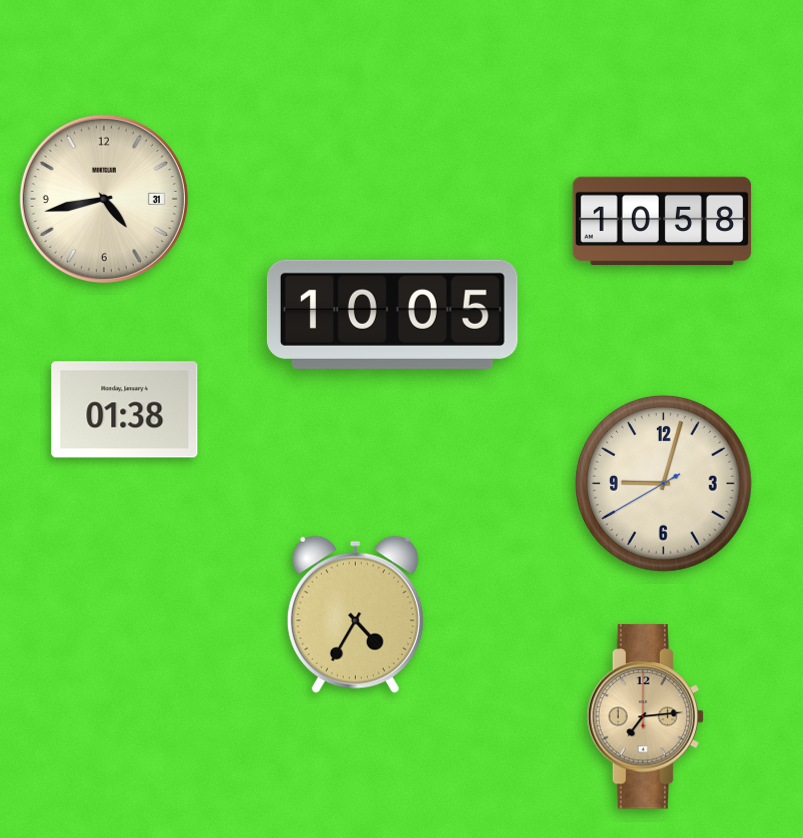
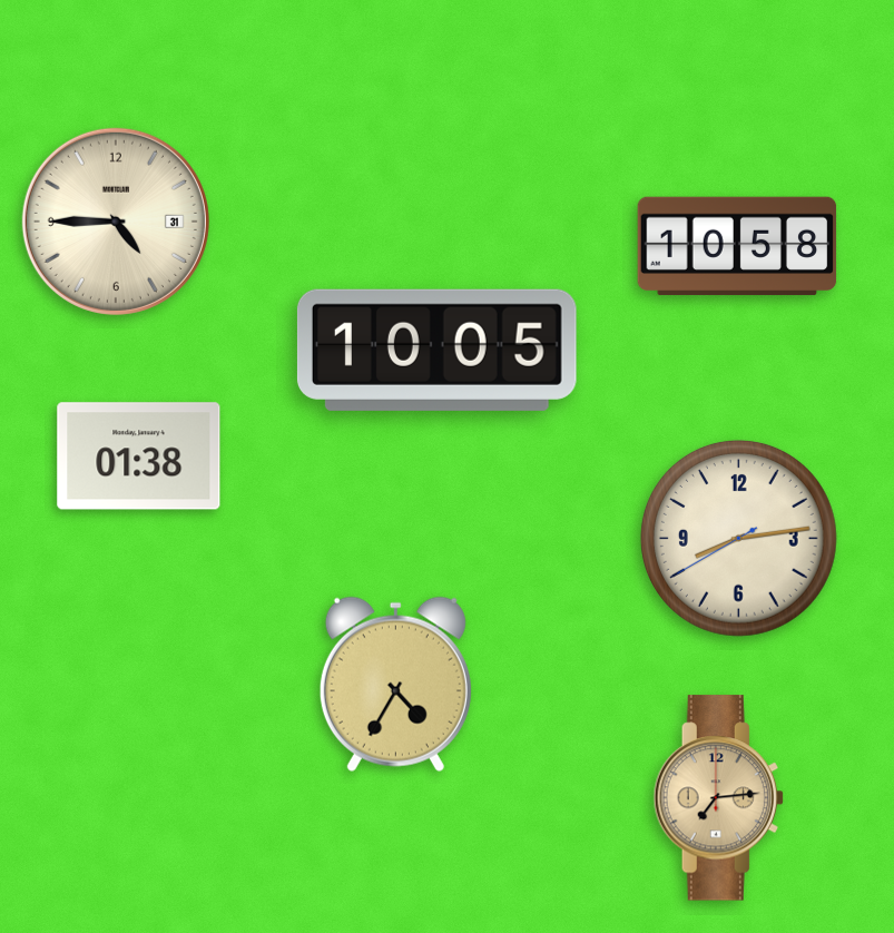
clock at (104, 199): 4:43 -> 4:45
clock at (663, 483): 9:02 -> 8:13
